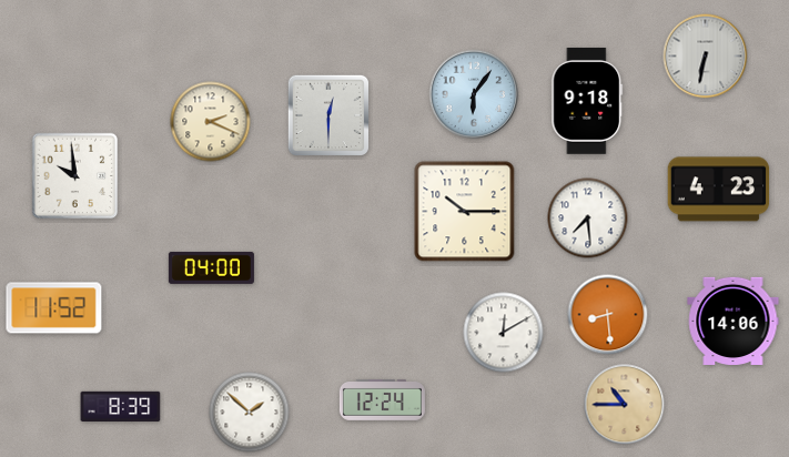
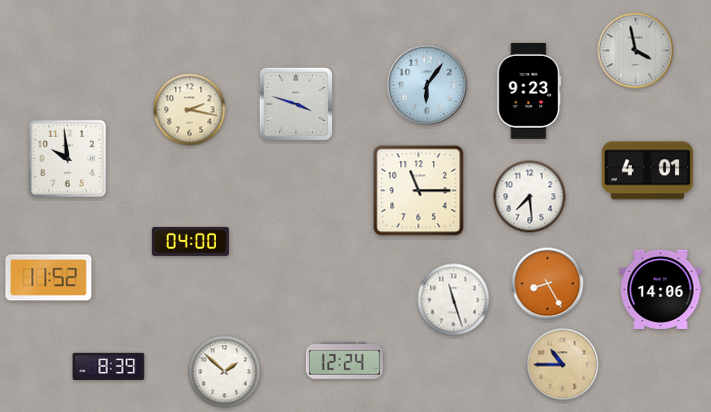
clock at (706, 57): 6:32 -> 3:58
clock at (587, 101): 9:18 -> 9:23
clock at (327, 114): 12:30 -> 3:48
clock at (211, 122): 2:19 -> 2:17
clock at (719, 190): 4:23 -> 4:01
clock at (465, 212): 10:15 -> 11:15
clock at (608, 315): 8:29 -> 8:25
clock at (504, 333): 12:10 -> 11:27
